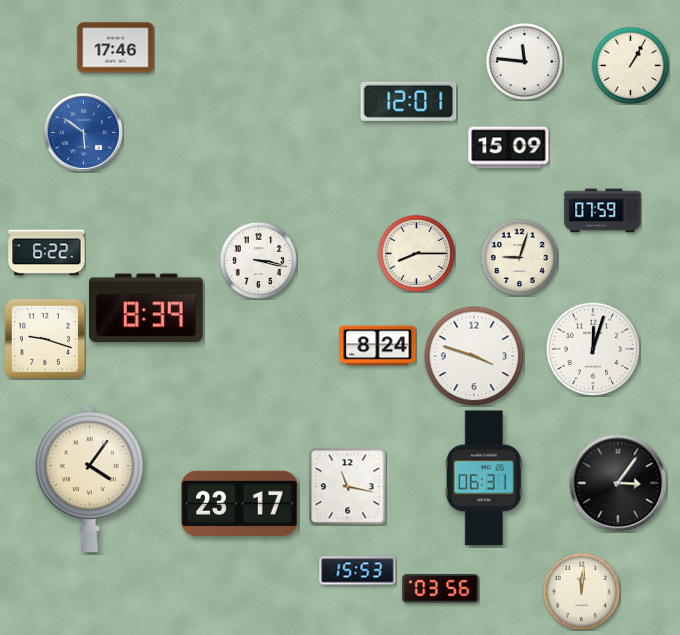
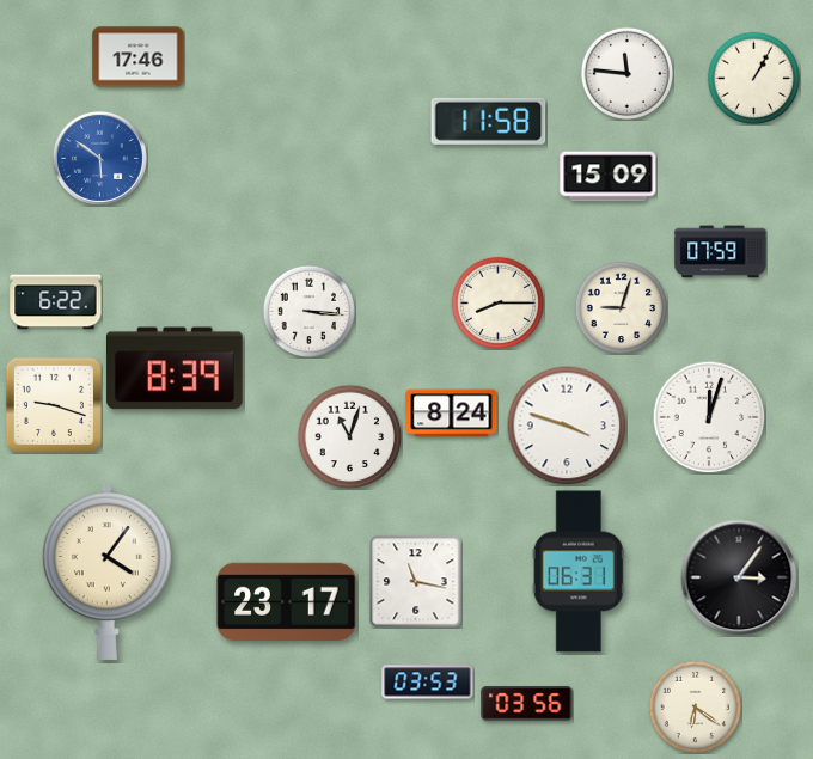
clock at (409, 101): 12:01 -> 11:58
clock at (258, 260): 3:17 -> 3:16
clock at (349, 436): none -> 11:03
clock at (358, 571): 15:53 -> 03:53
clock at (581, 591): 12:01 -> 6:21
